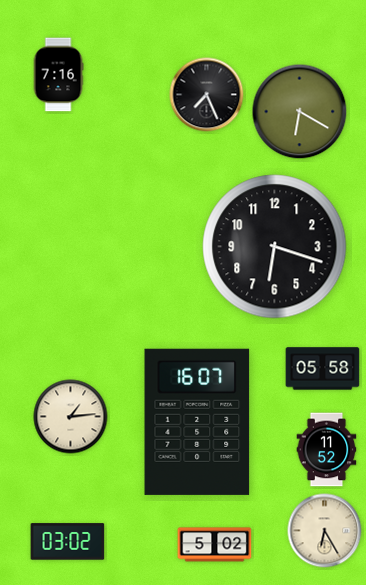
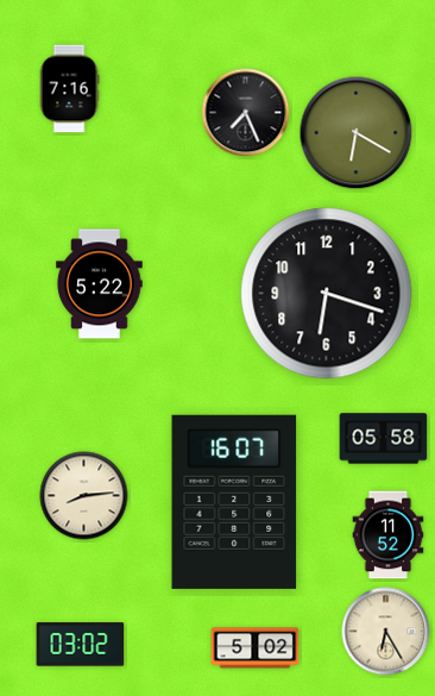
clock at (100, 284): none -> 5:22
clock at (71, 417): 1:14 -> 8:14
